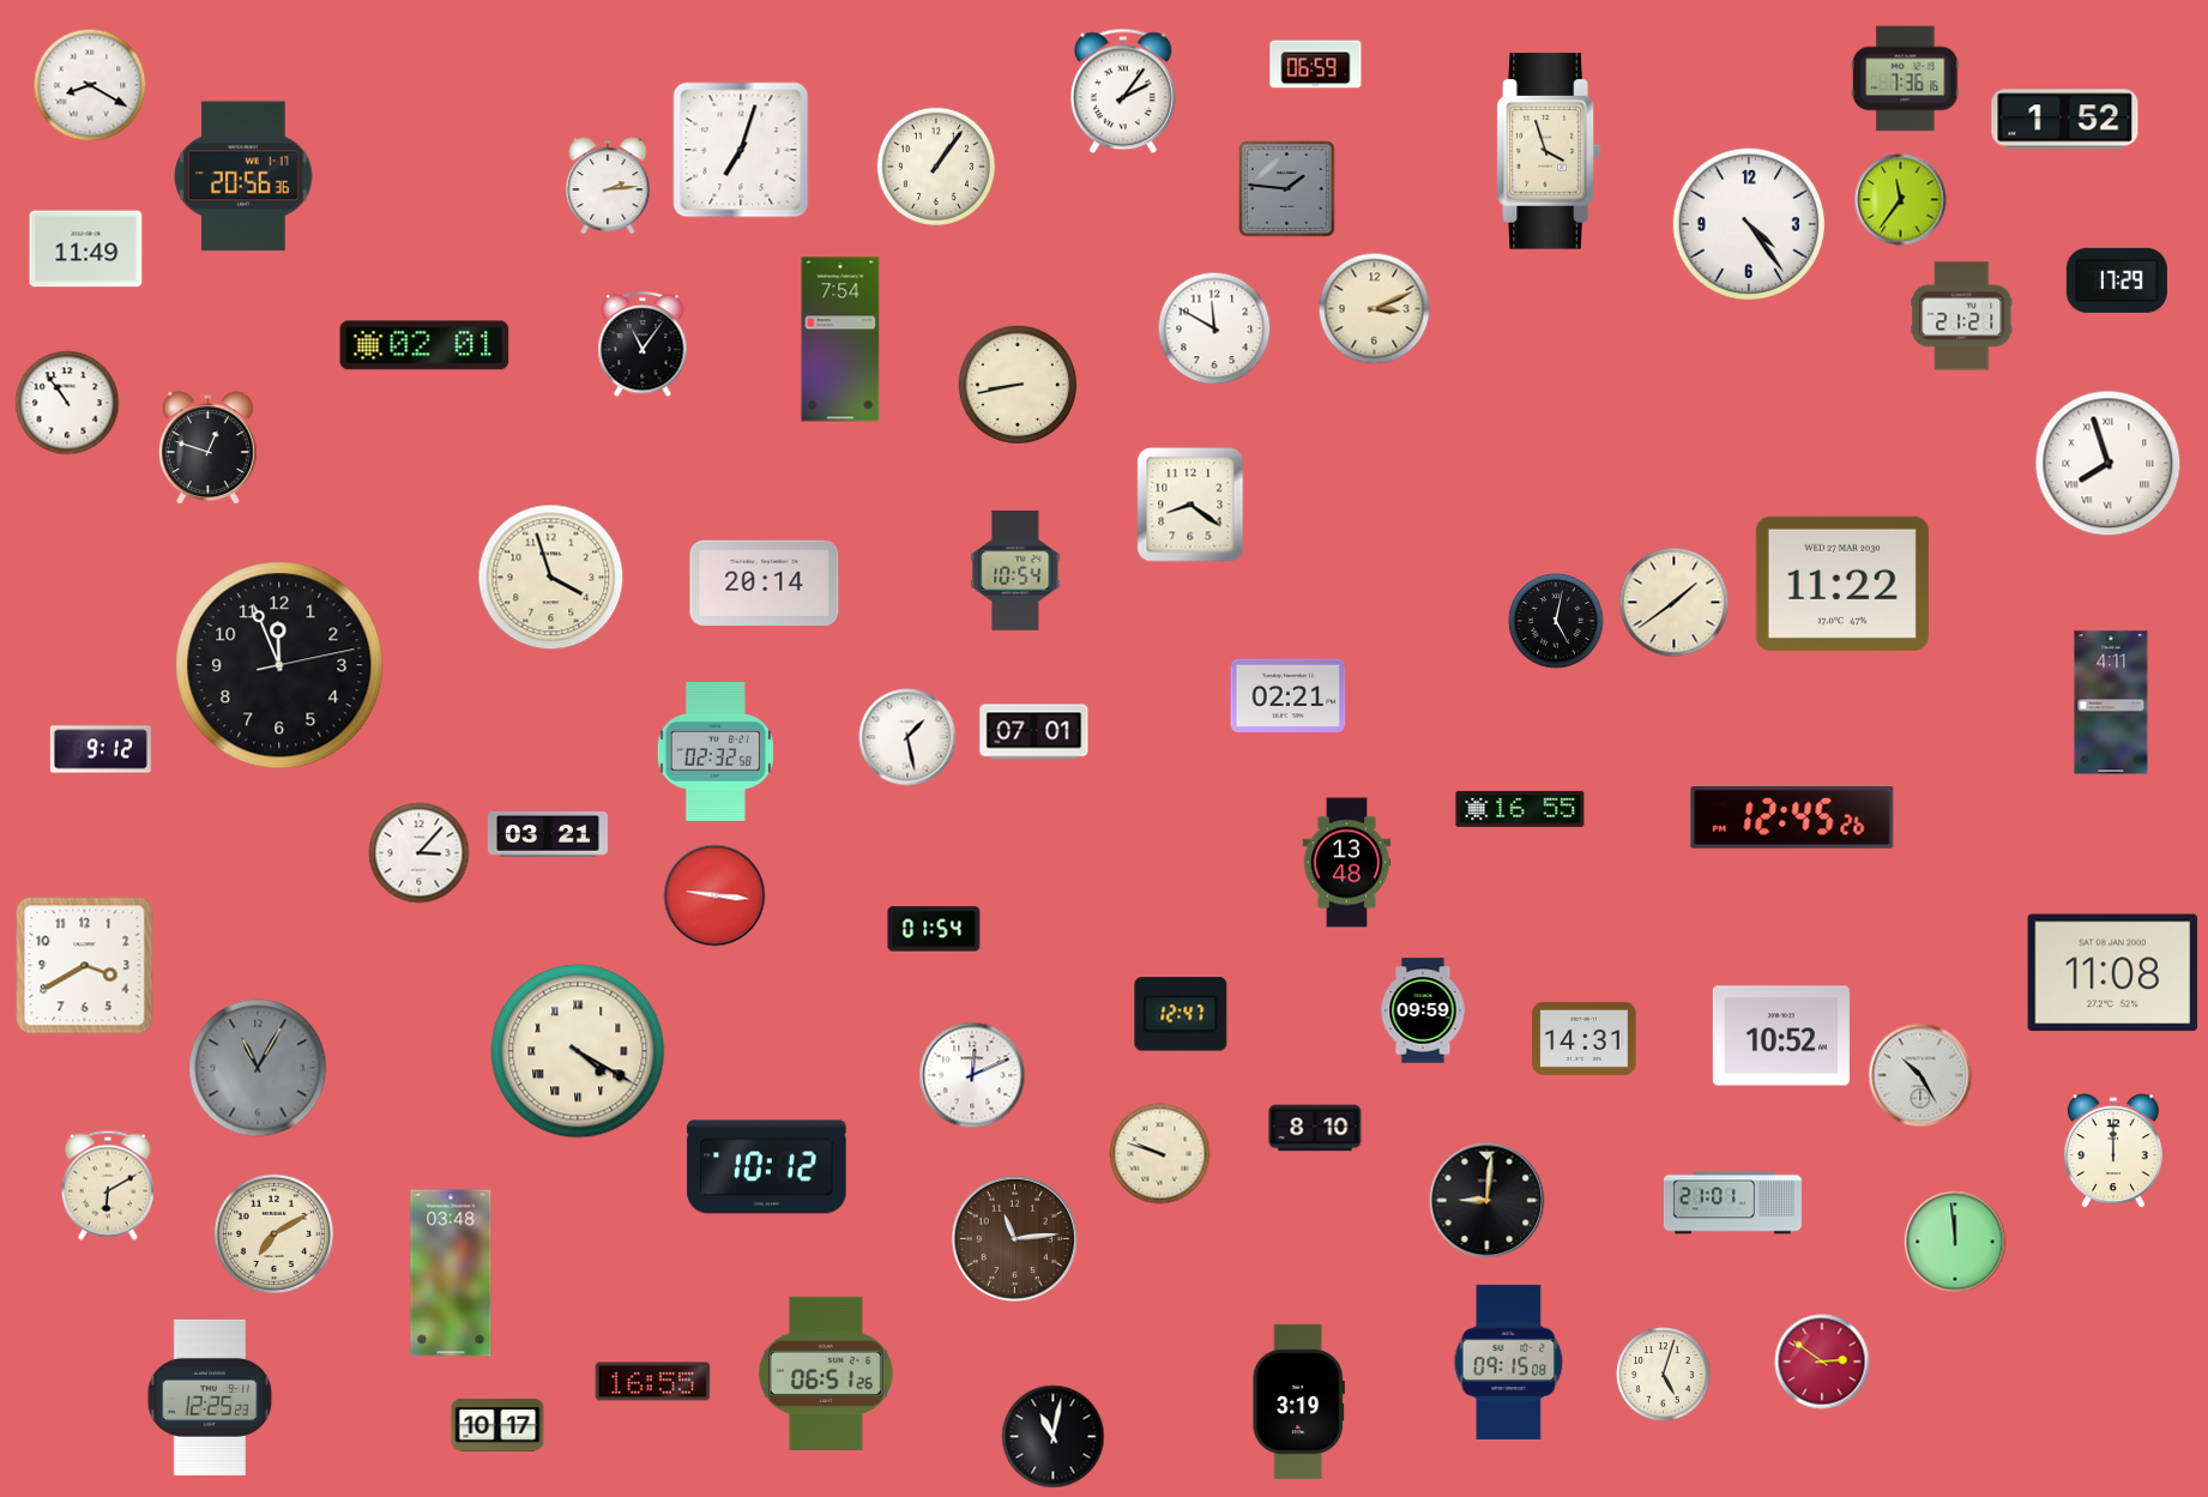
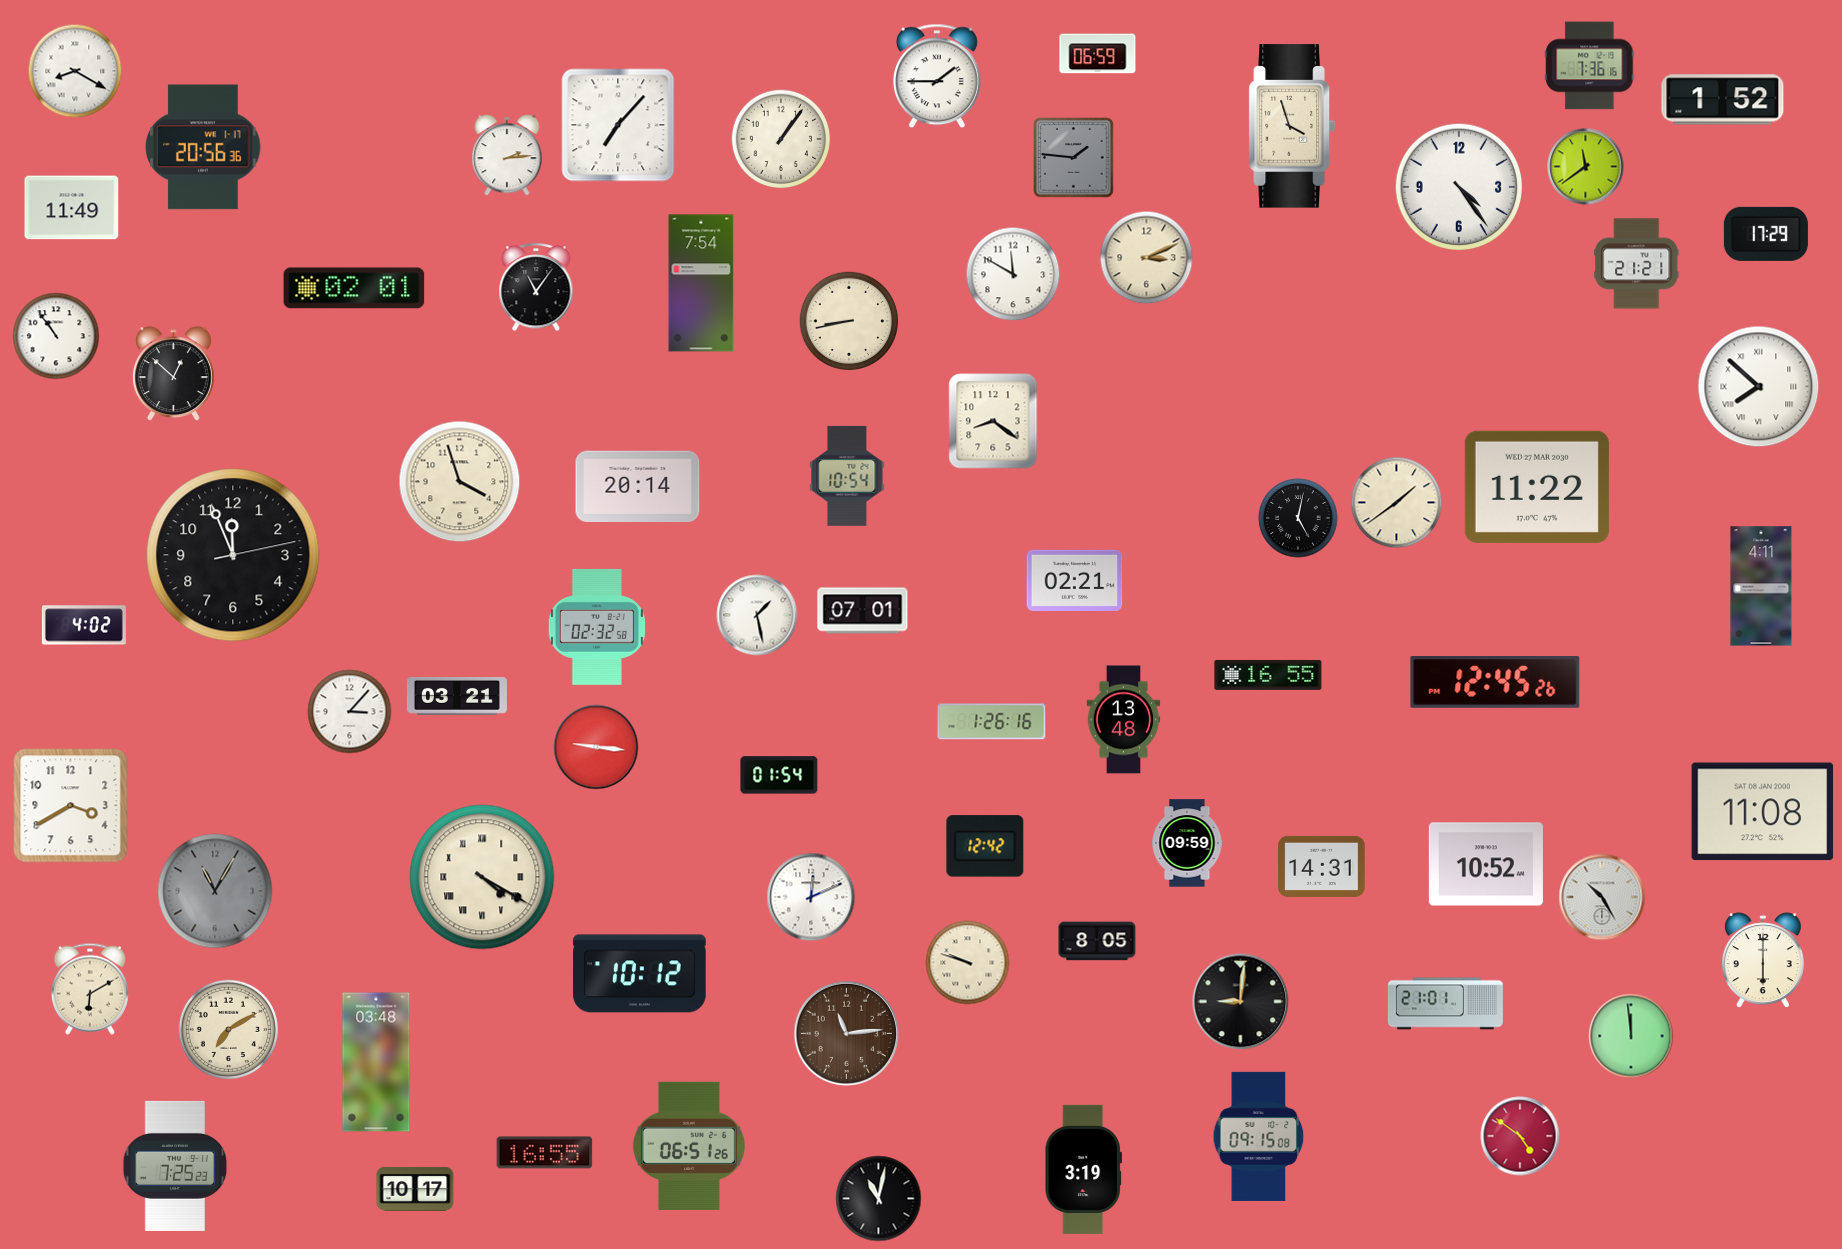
clock at (1123, 91): 2:06 -> 1:45
clock at (741, 150): 7:03 -> 7:07
clock at (1901, 200): 11:36 -> 11:39
clock at (207, 448): 12:48 -> 12:52
clock at (2109, 464): 7:57 -> 7:52
clock at (101, 749): 9:12 -> 4:02
clock at (992, 722): none -> 1:26
clock at (1181, 1014): 12:47 -> 12:42
clock at (1315, 1128): 8:10 -> 8:05
clock at (2113, 1152): 12:00 -> 6:00
clock at (1822, 1362): 2:51 -> 4:51
clock at (1664, 1375): 5:03 -> none
clock at (210, 1398): 12:25 -> 7:25
